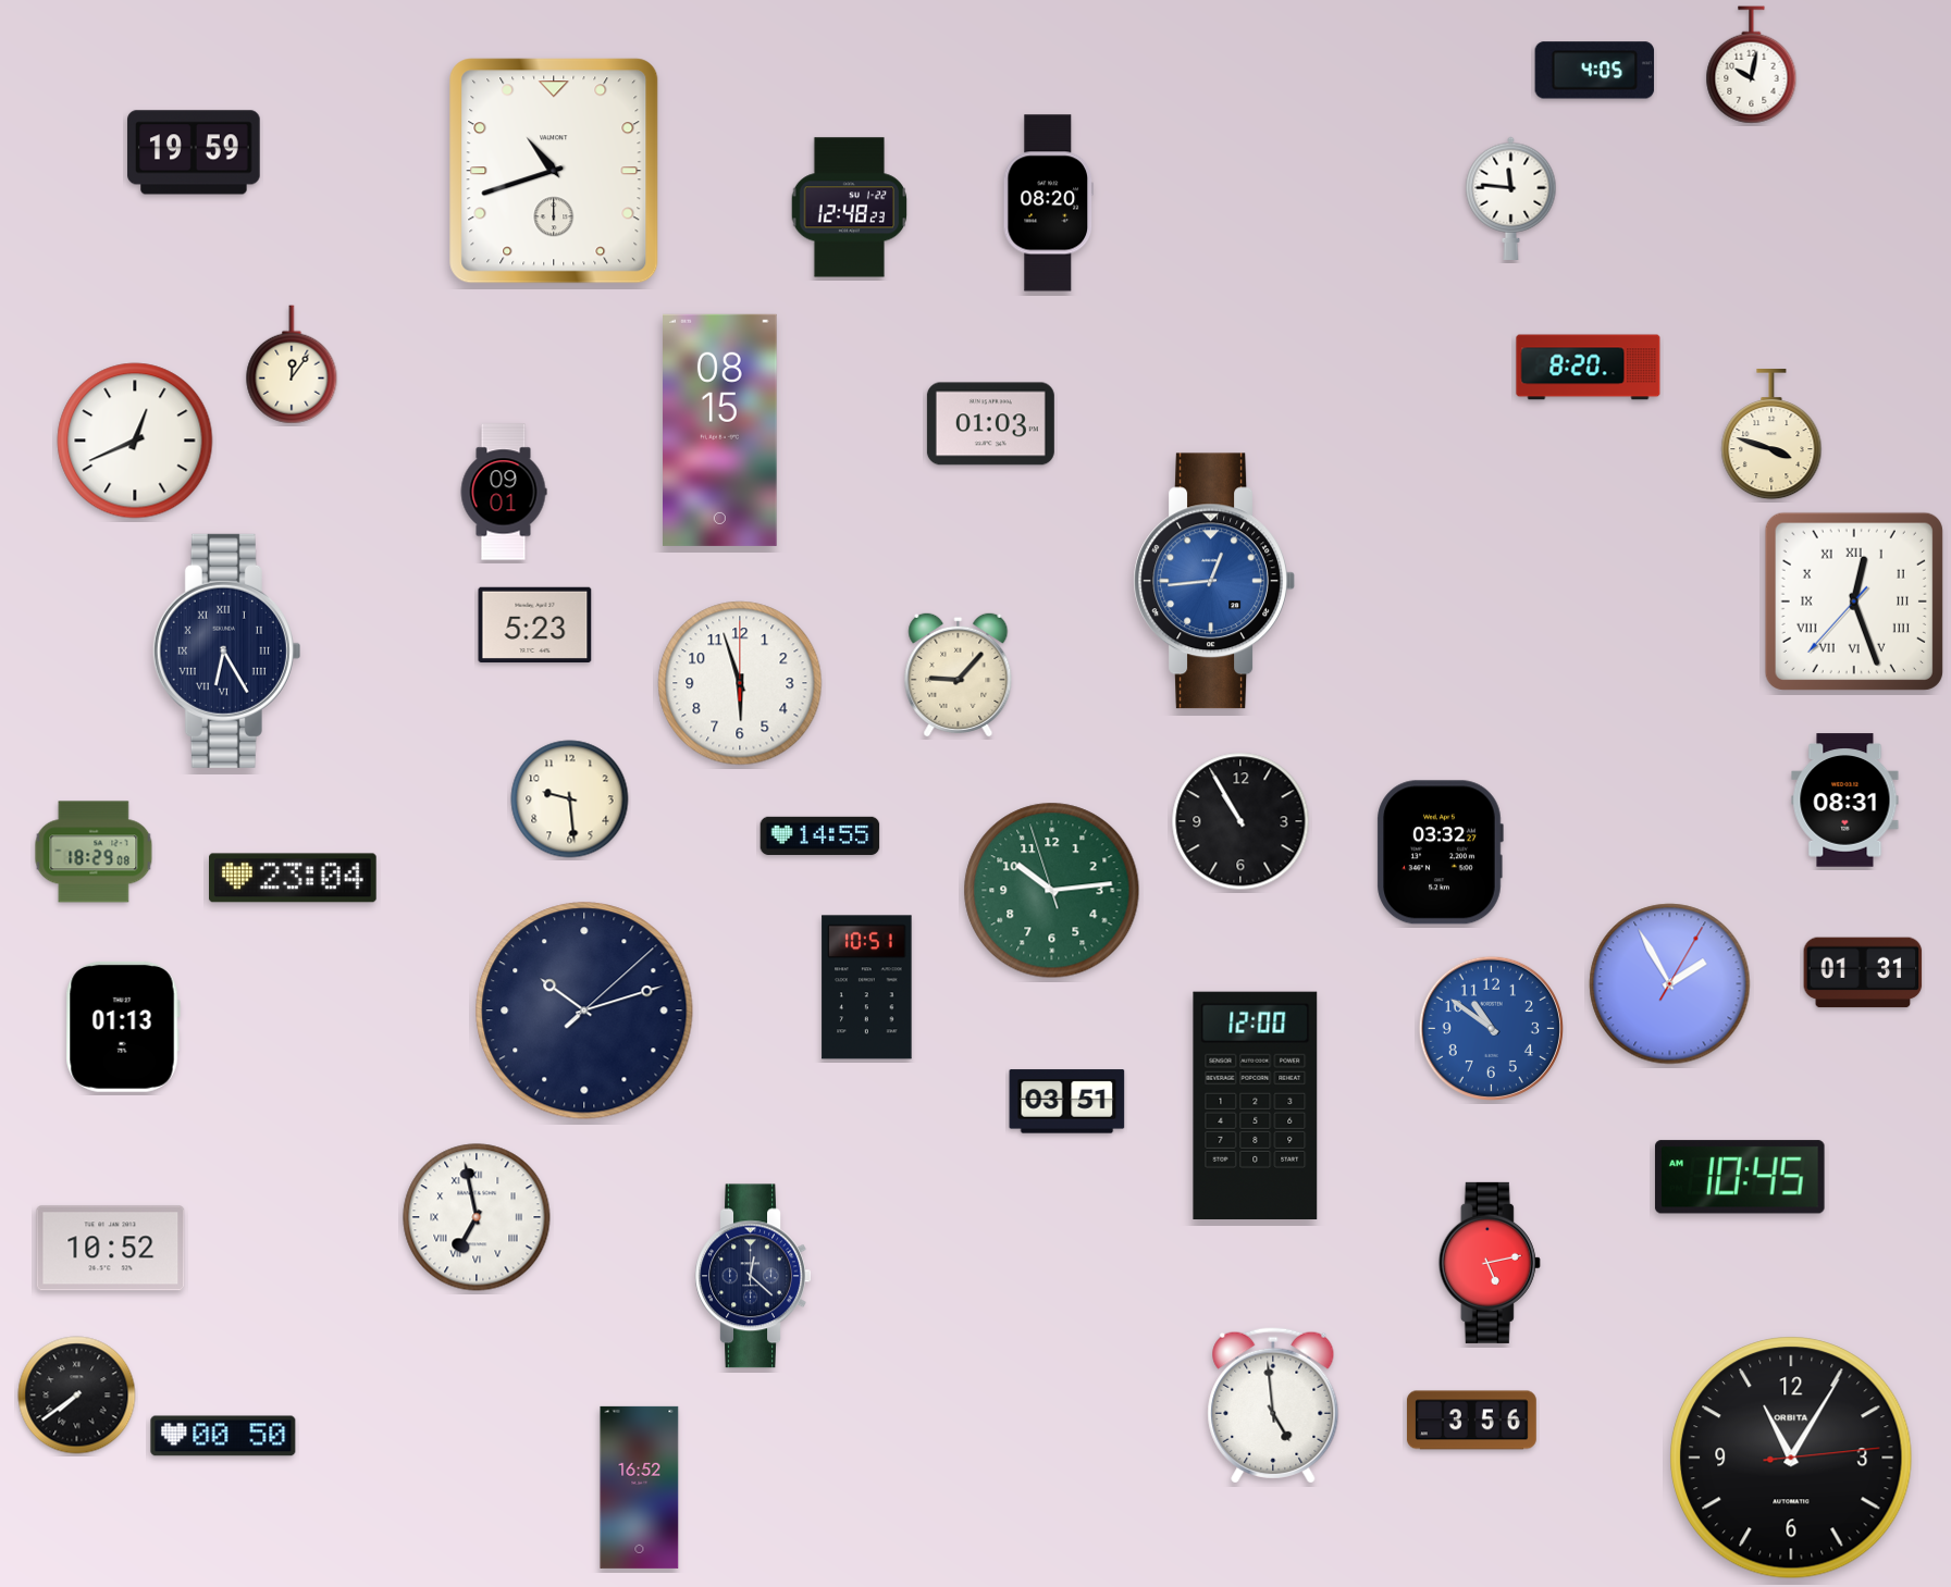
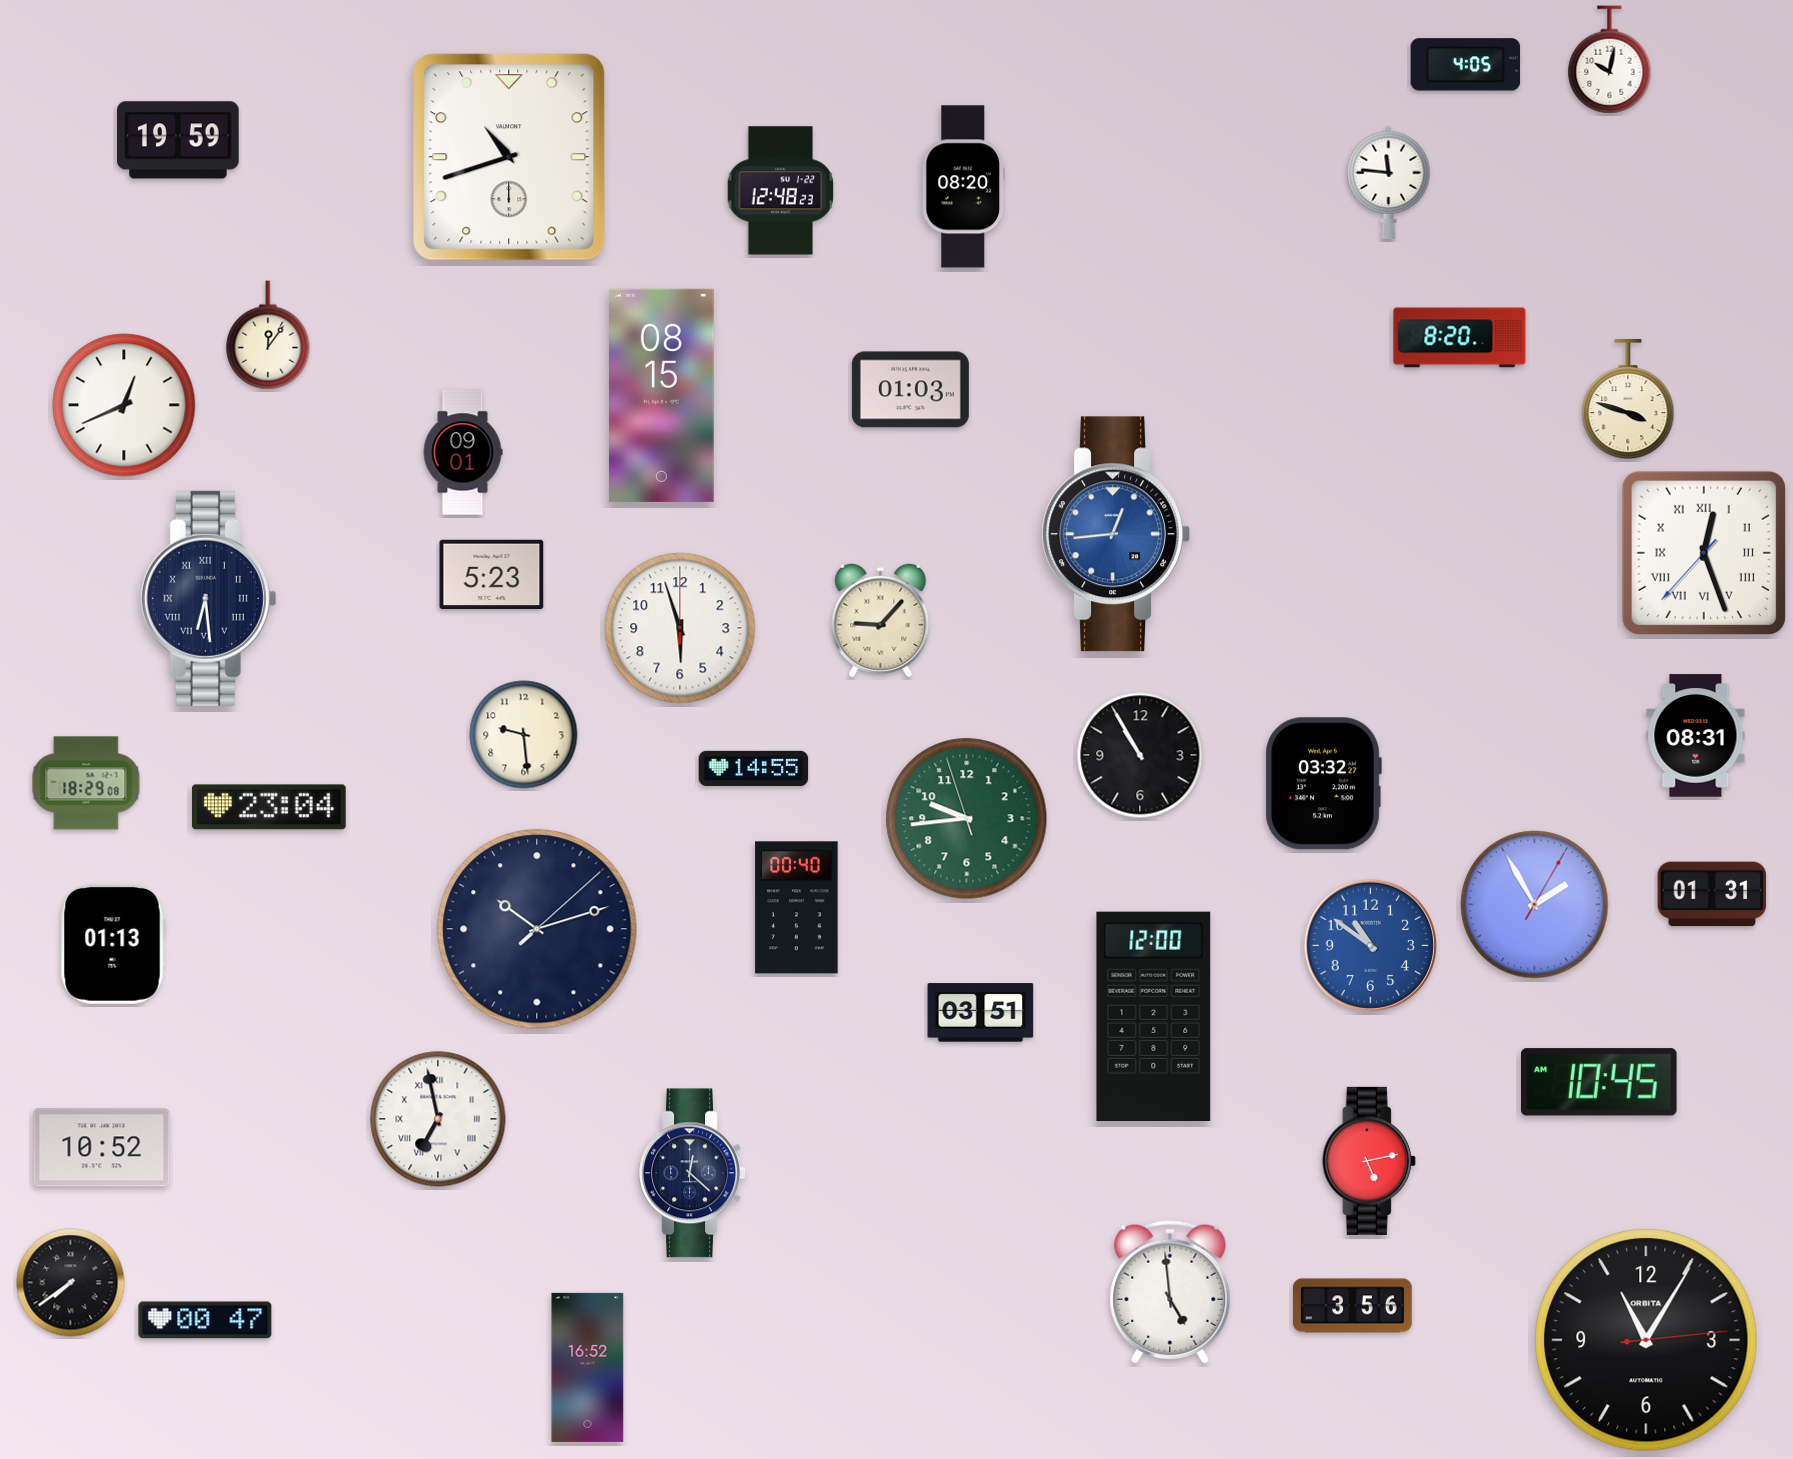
clock at (226, 650): 6:25 -> 6:29
clock at (1052, 891): 10:13 -> 9:43
clock at (867, 988): 10:51 -> 00:40
clock at (223, 1436): 00:50 -> 00:47
